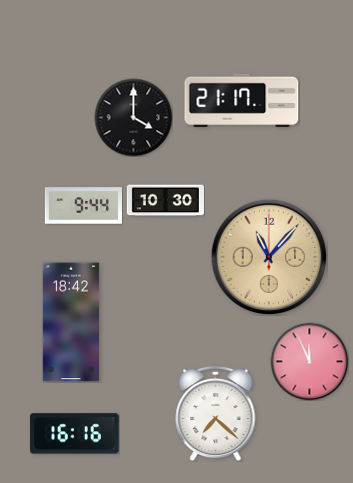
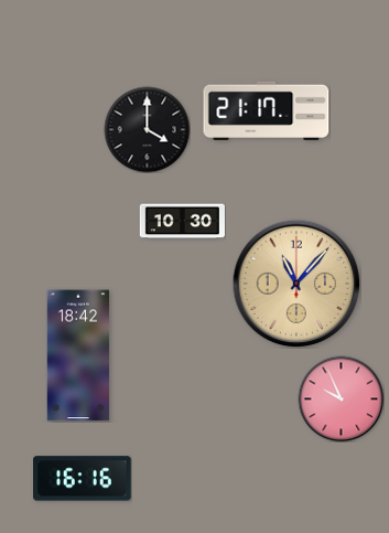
clock at (83, 206): 9:44 -> none
clock at (309, 361): 11:56 -> 9:56
clock at (216, 413): 7:22 -> none
